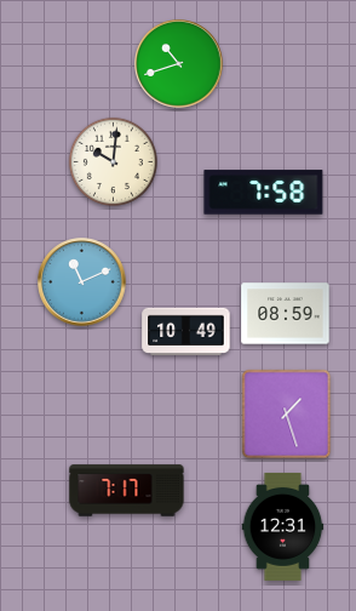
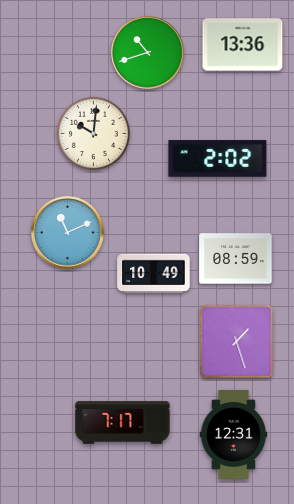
clock at (243, 45): none -> 13:36
clock at (264, 193): 7:58 -> 2:02
clock at (127, 491) position: (127, 491) -> (123, 423)
